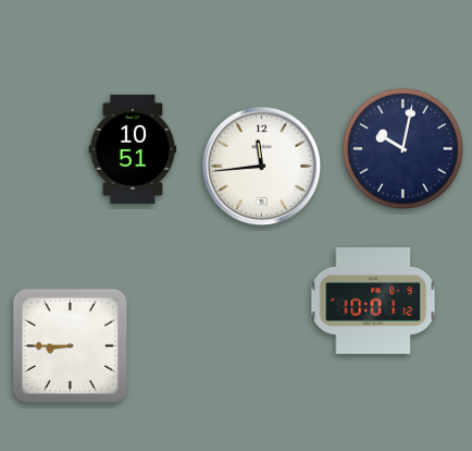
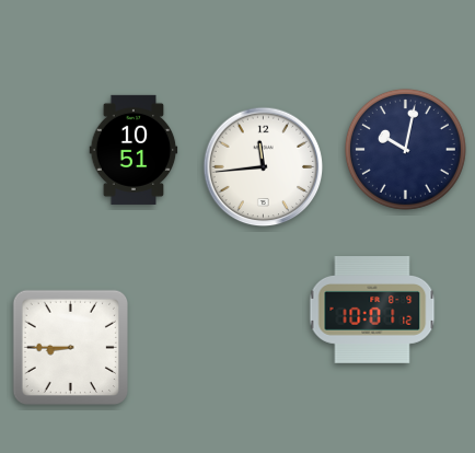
clock at (373, 302) position: (373, 302) -> (372, 311)
